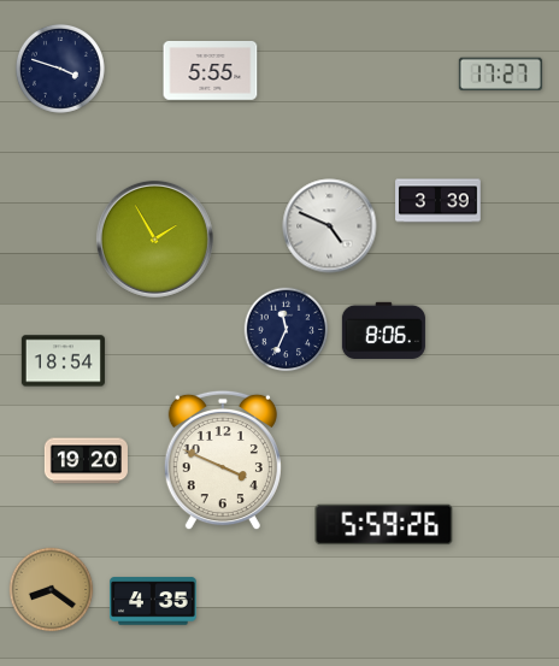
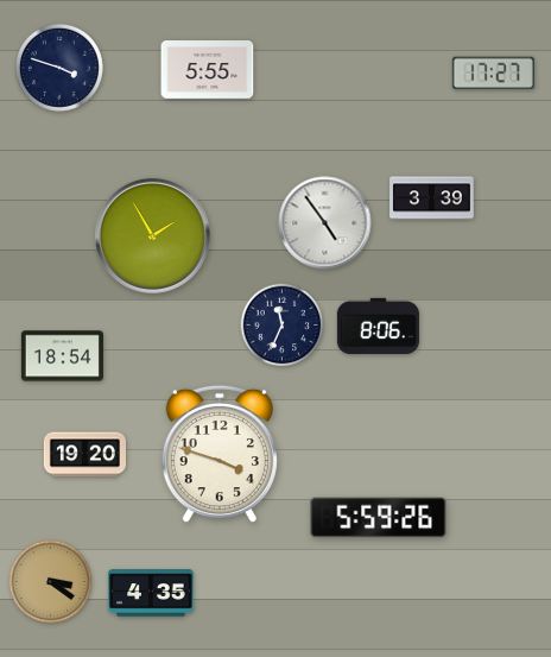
clock at (330, 226): 4:49 -> 4:54
clock at (223, 460): 3:49 -> 3:48
clock at (52, 590): 8:21 -> 3:21
